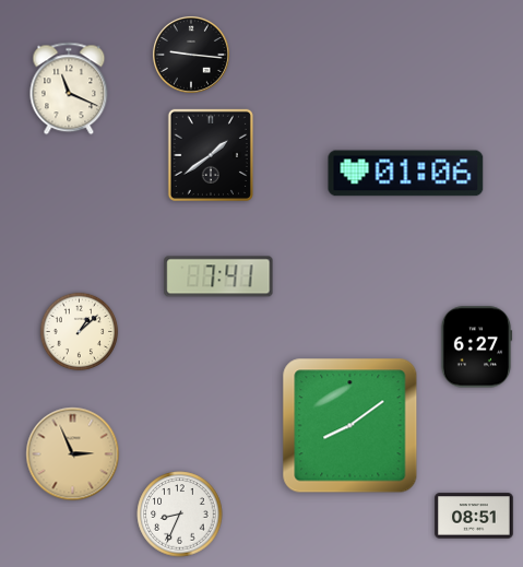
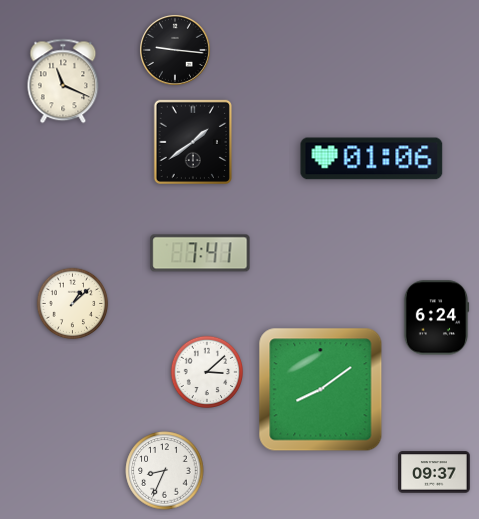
clock at (476, 347): 6:27 -> 6:24
clock at (207, 372): none -> 3:08
clock at (73, 454): 2:56 -> none
clock at (474, 516): 08:51 -> 09:37
